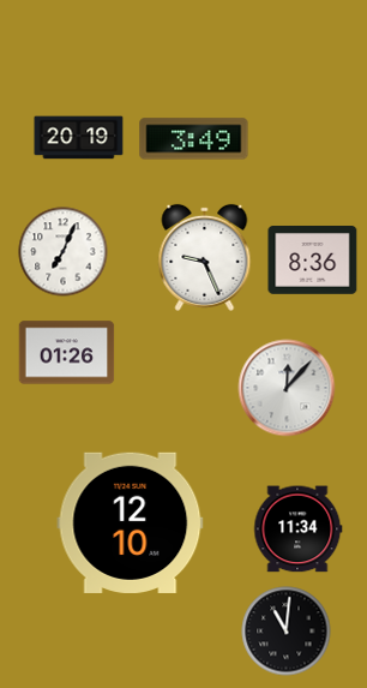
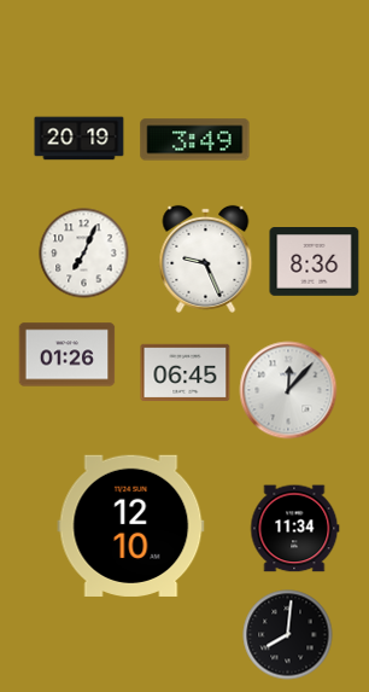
clock at (64, 252) position: (64, 252) -> (84, 254)
clock at (186, 372): none -> 06:45
clock at (299, 530) position: (299, 530) -> (295, 529)
clock at (287, 632): 11:01 -> 8:01
